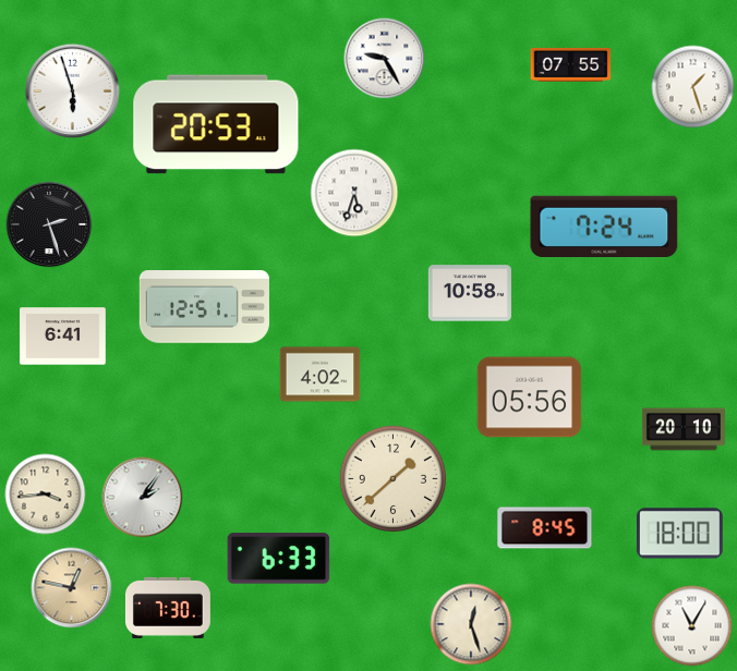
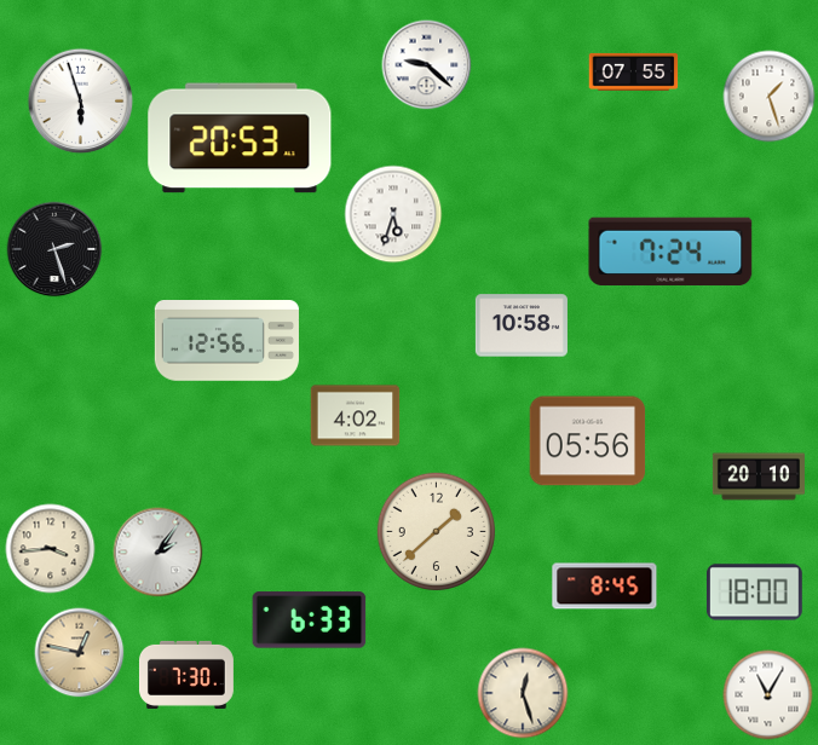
clock at (385, 59): 9:25 -> 9:22
clock at (204, 307): 12:51 -> 12:56
clock at (63, 337): 6:41 -> none
